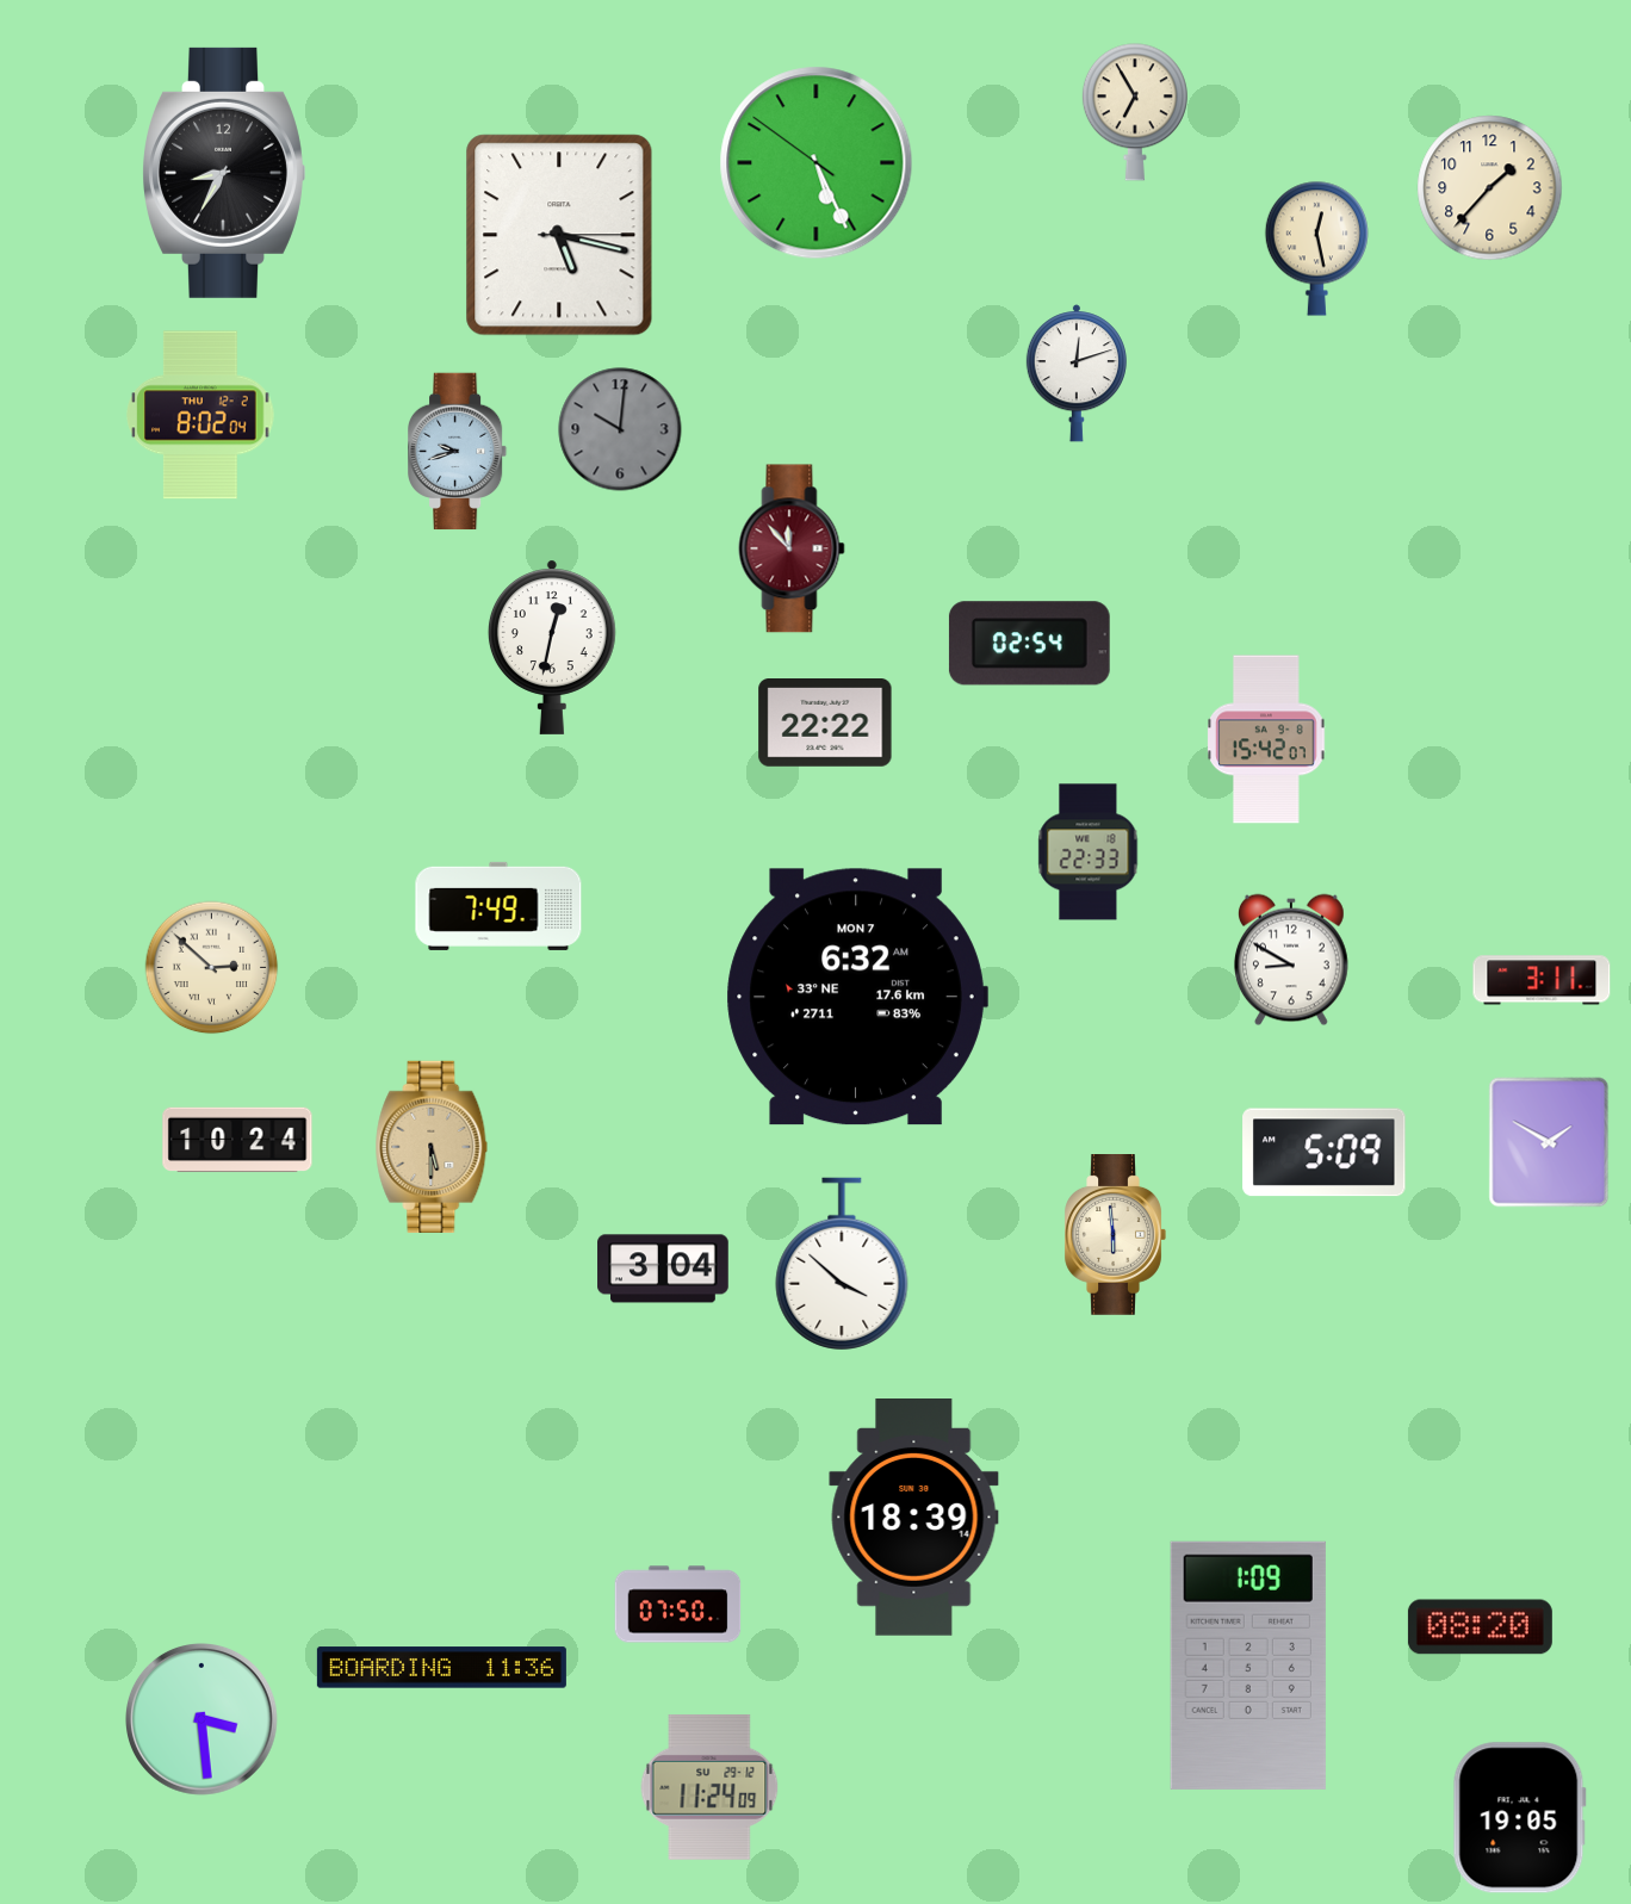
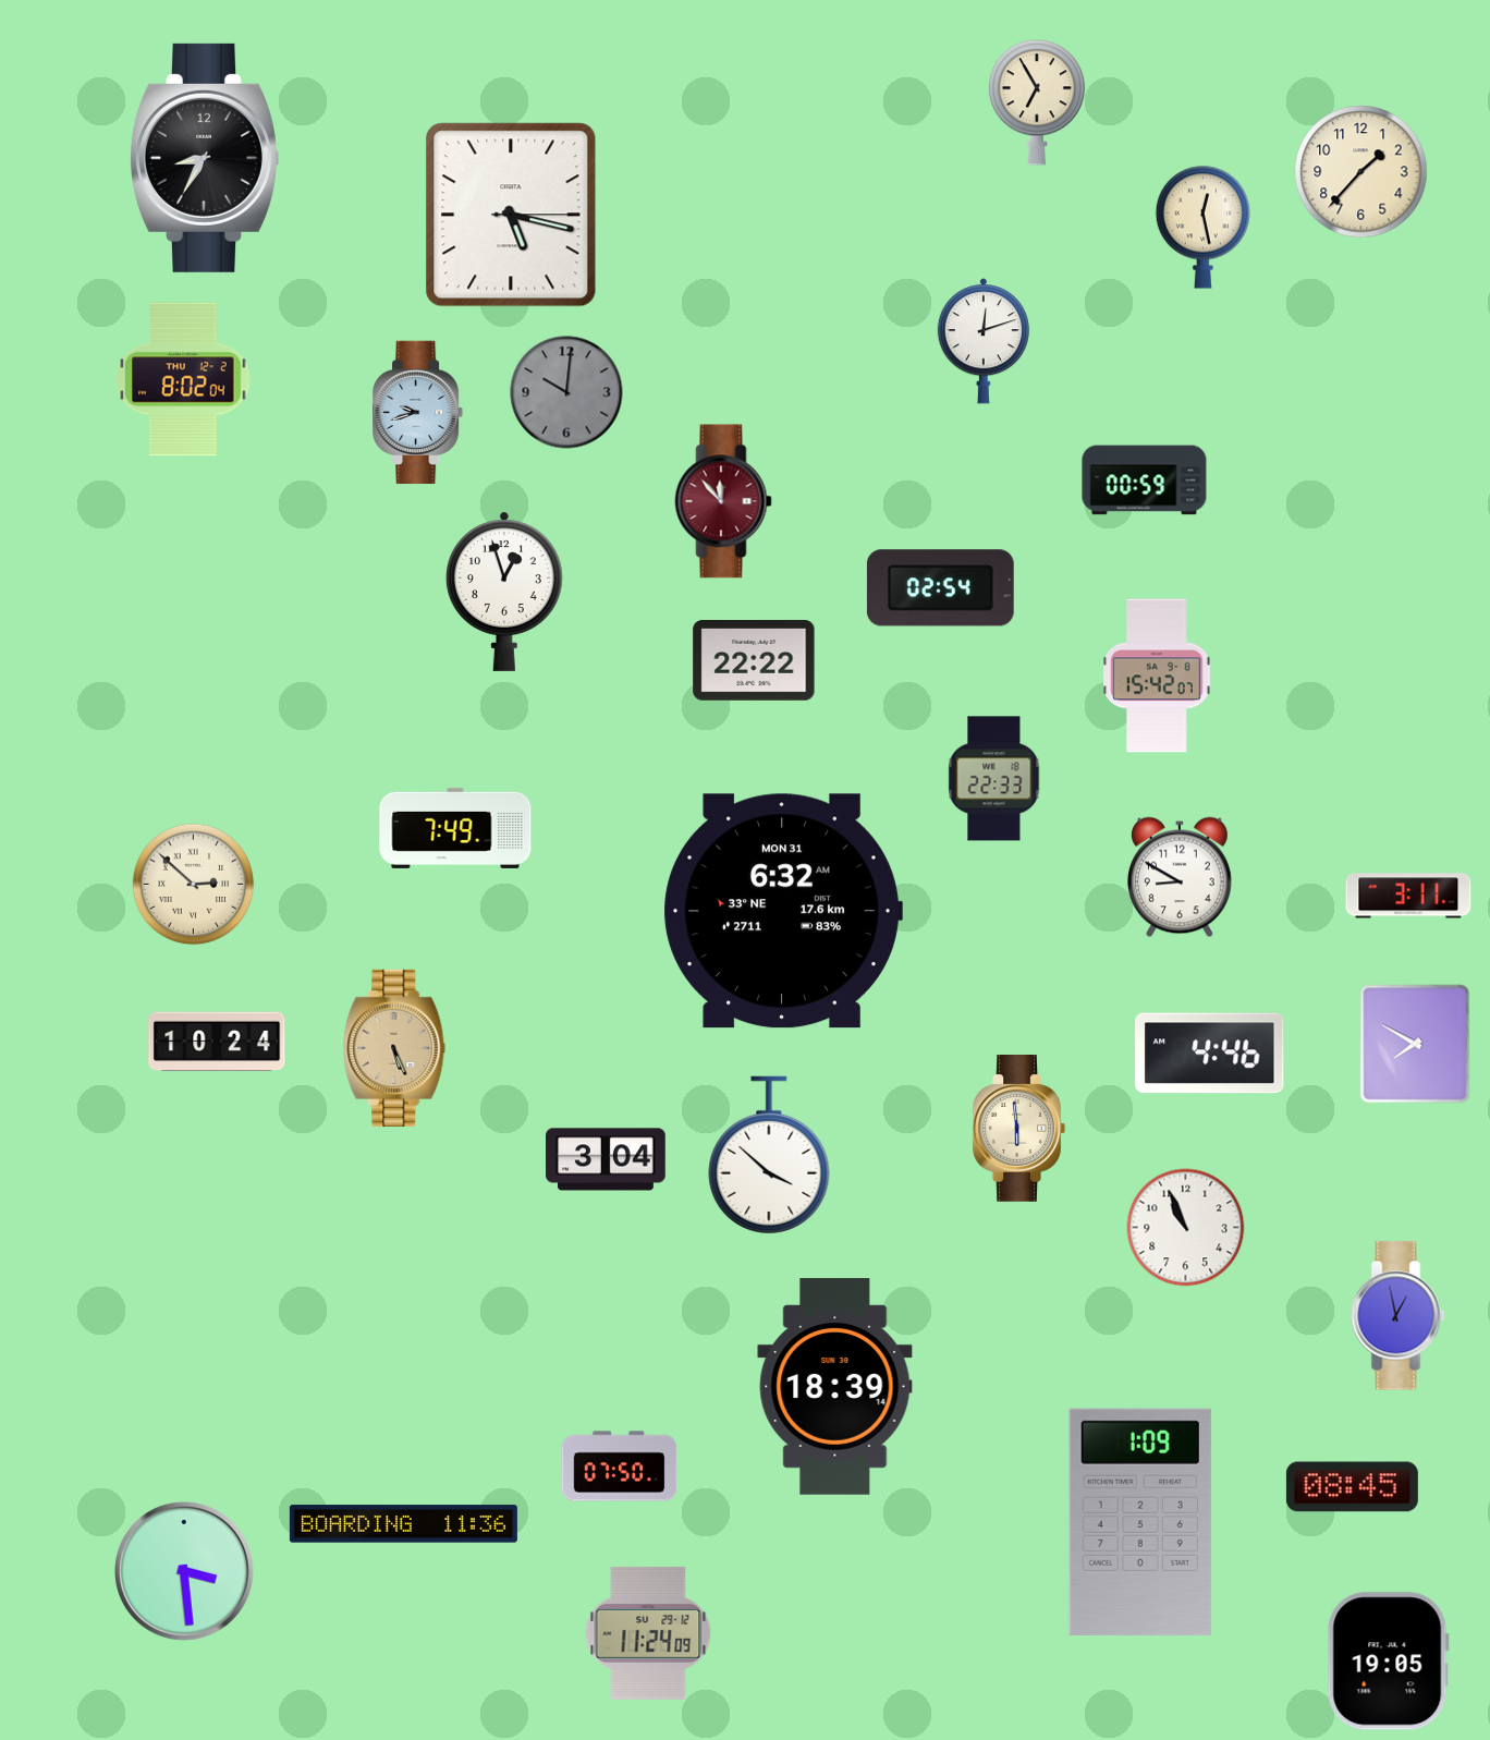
clock at (817, 163): 5:25 -> none
clock at (1145, 480): none -> 00:59
clock at (552, 647): 12:32 -> 12:57
clock at (857, 997) date: MON 7 -> MON 31
clock at (1549, 1142): 1:50 -> 7:50
clock at (432, 1147): 5:30 -> 5:26
clock at (1325, 1153): 5:09 -> 4:46
clock at (1186, 1228): none -> 10:56
clock at (1399, 1316): none -> 12:58
clock at (1480, 1627): 08:20 -> 08:45
